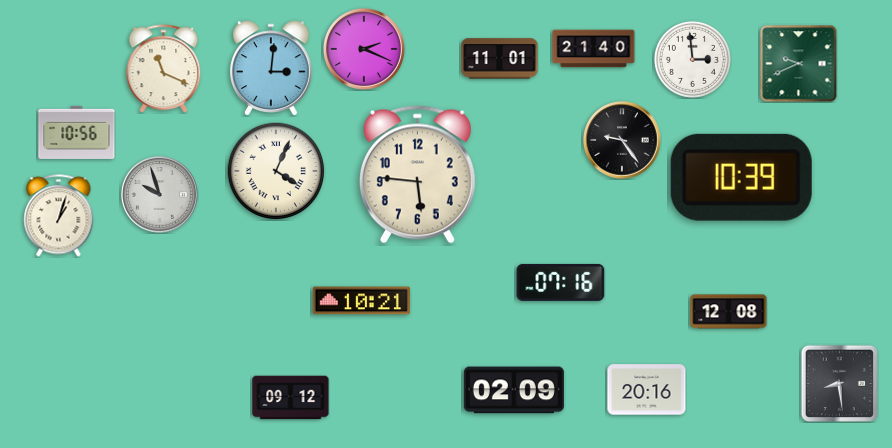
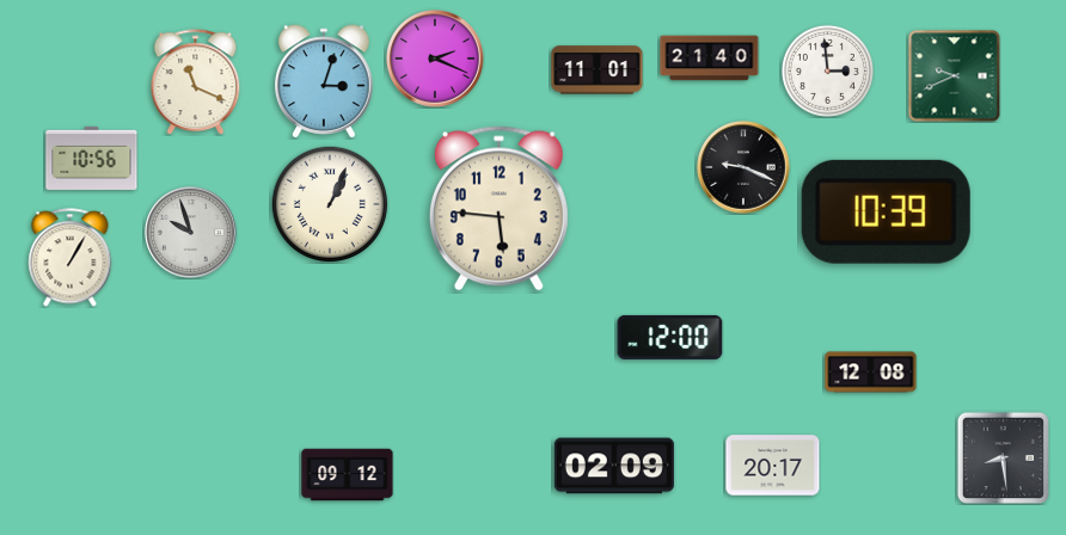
clock at (271, 68): 3:01 -> 3:03
clock at (622, 140): 9:24 -> 9:19
clock at (276, 171): 4:04 -> 1:04
clock at (59, 216): 1:03 -> 1:05
clock at (561, 282): 07:16 -> 12:00
clock at (361, 301): 10:21 -> none
clock at (647, 390): 20:16 -> 20:17
